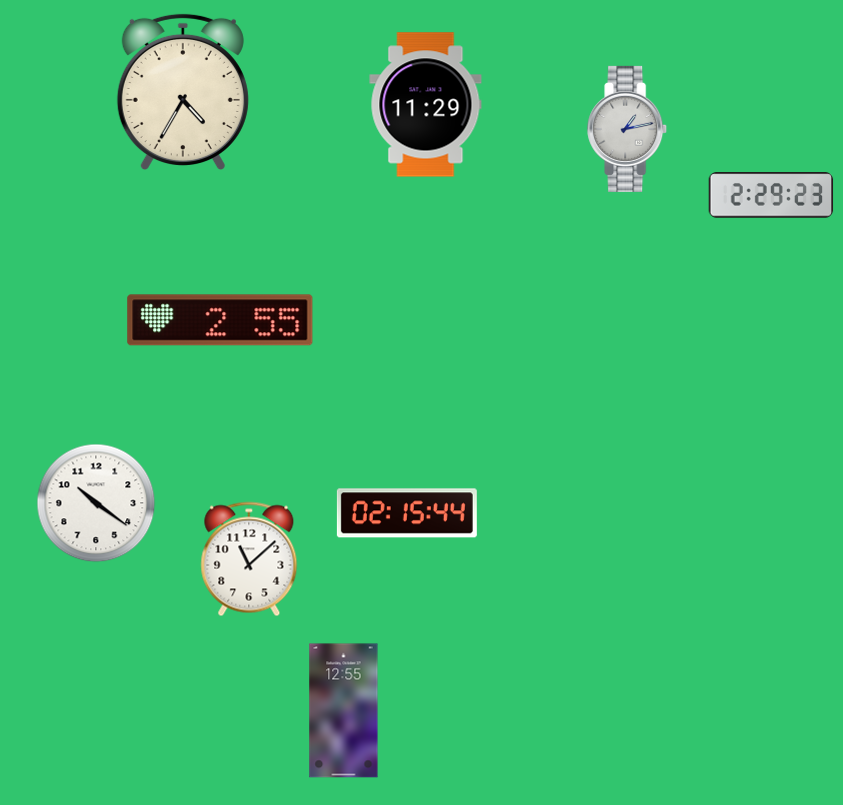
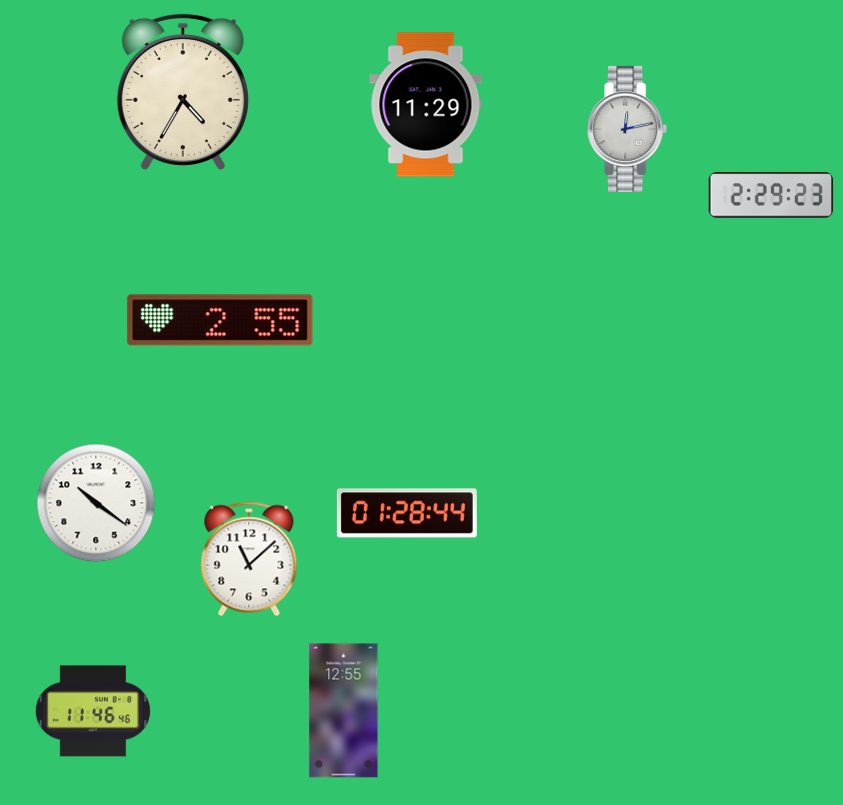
clock at (628, 129): 1:13 -> 12:13
clock at (407, 513): 02:15 -> 01:28
clock at (93, 711): none -> 11:46
